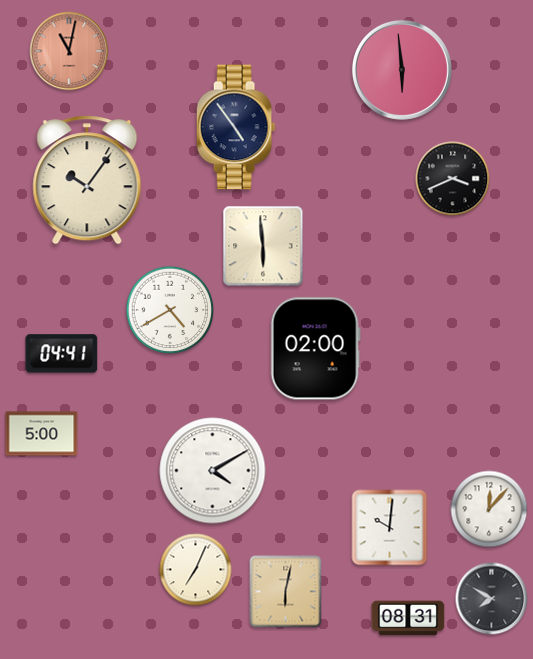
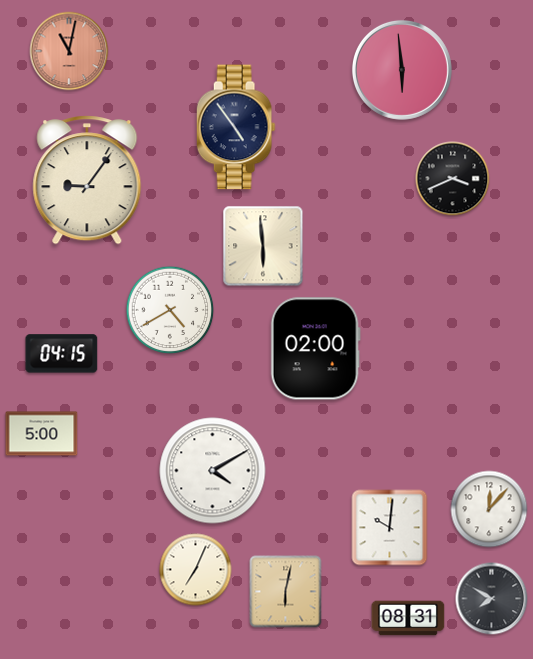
clock at (87, 180): 10:06 -> 9:06
clock at (62, 354): 04:41 -> 04:15
